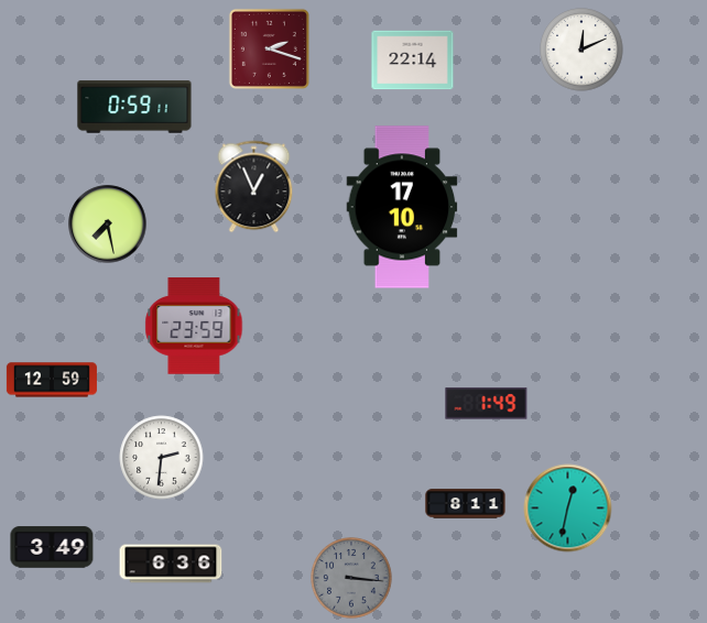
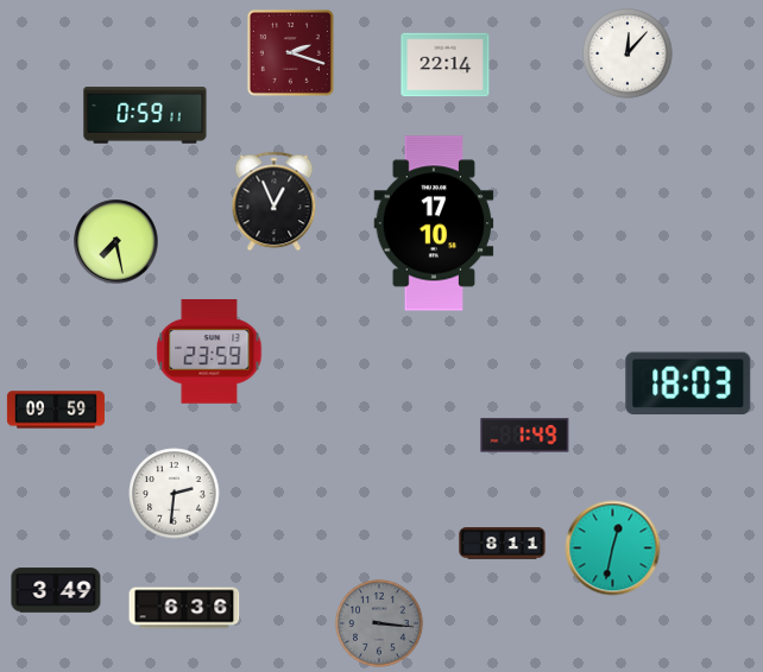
clock at (581, 50): 12:11 -> 12:07
clock at (688, 383): none -> 18:03
clock at (52, 380): 12:59 -> 09:59
